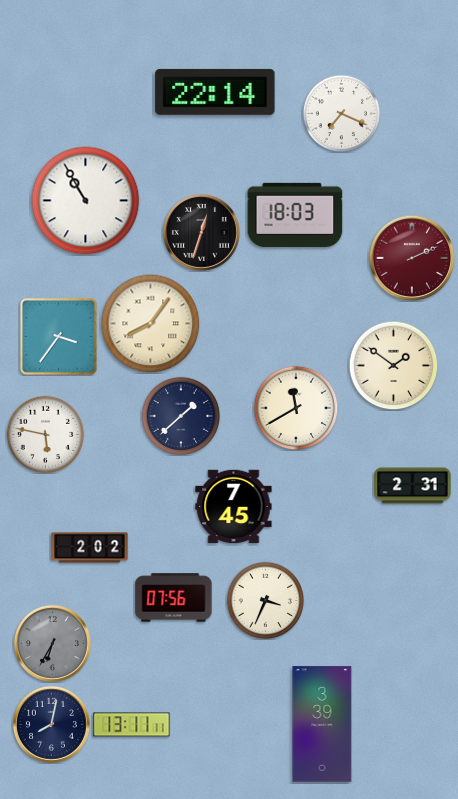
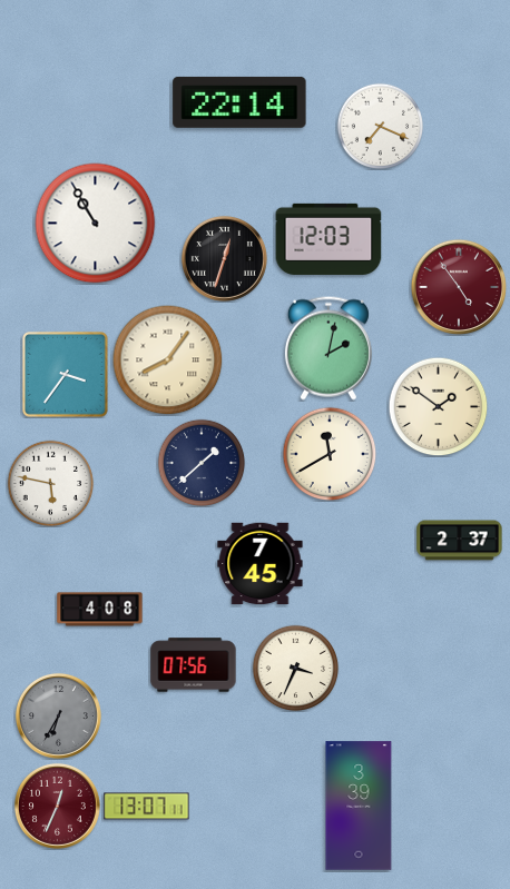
clock at (295, 215): 18:03 -> 12:03
clock at (412, 258): 2:11 -> 4:54
clock at (328, 348): none -> 2:02
clock at (413, 486): 2:31 -> 2:37
clock at (90, 548): 2:02 -> 4:08
clock at (51, 724): 8:02 -> 12:34
clock at (51, 724) dial: navy -> burgundy
clock at (132, 725): 13:11 -> 13:07
